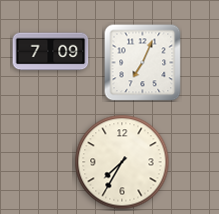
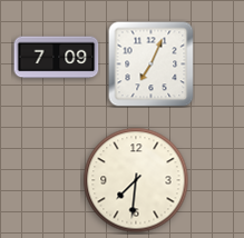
clock at (143, 63) position: (143, 63) -> (152, 65)
clock at (122, 162): 7:35 -> 7:31
